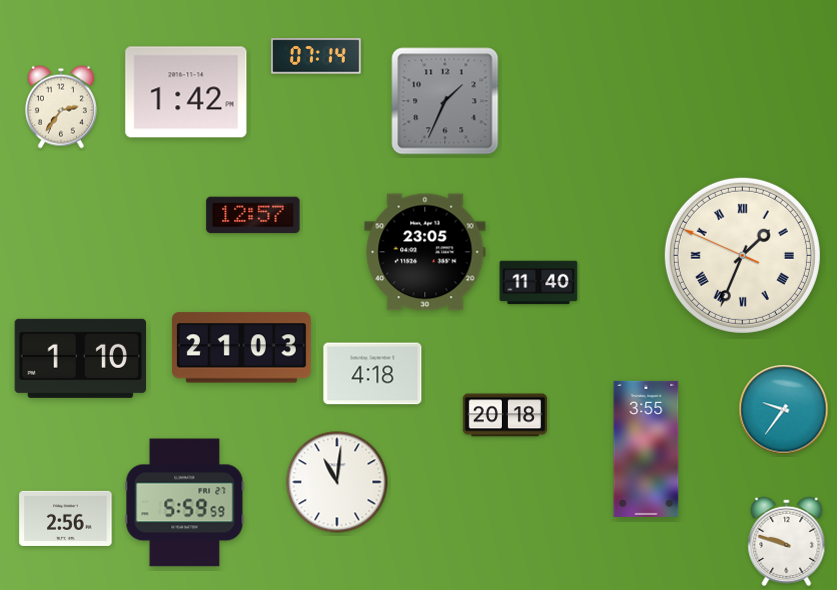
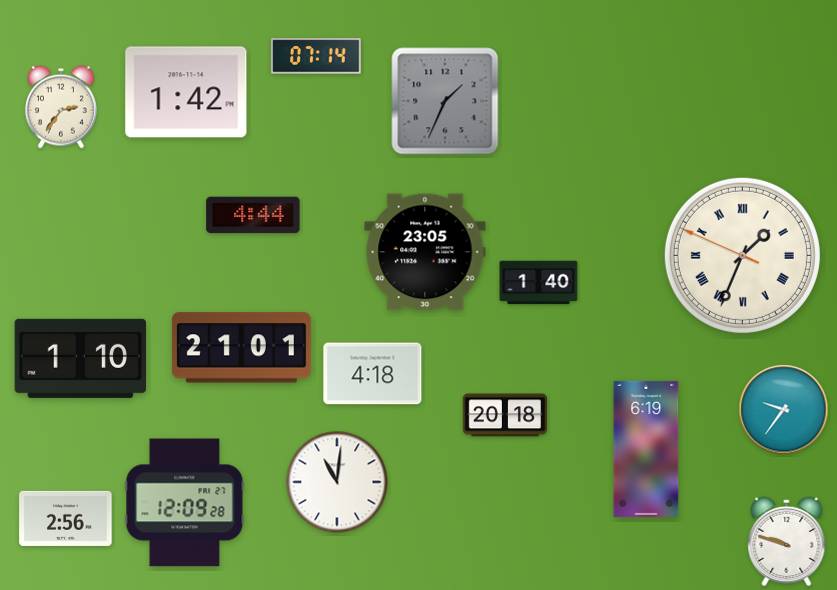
clock at (253, 215): 12:57 -> 4:44
clock at (539, 283): 11:40 -> 1:40
clock at (241, 348): 21:03 -> 21:01
clock at (646, 449): 3:55 -> 6:19
clock at (185, 503): 5:59 -> 12:09
